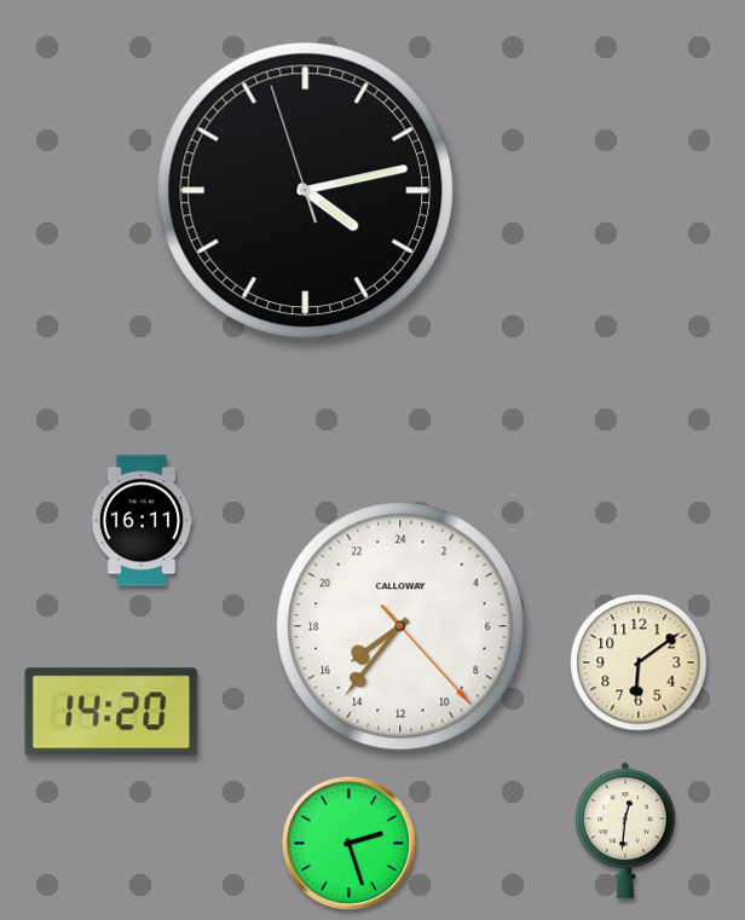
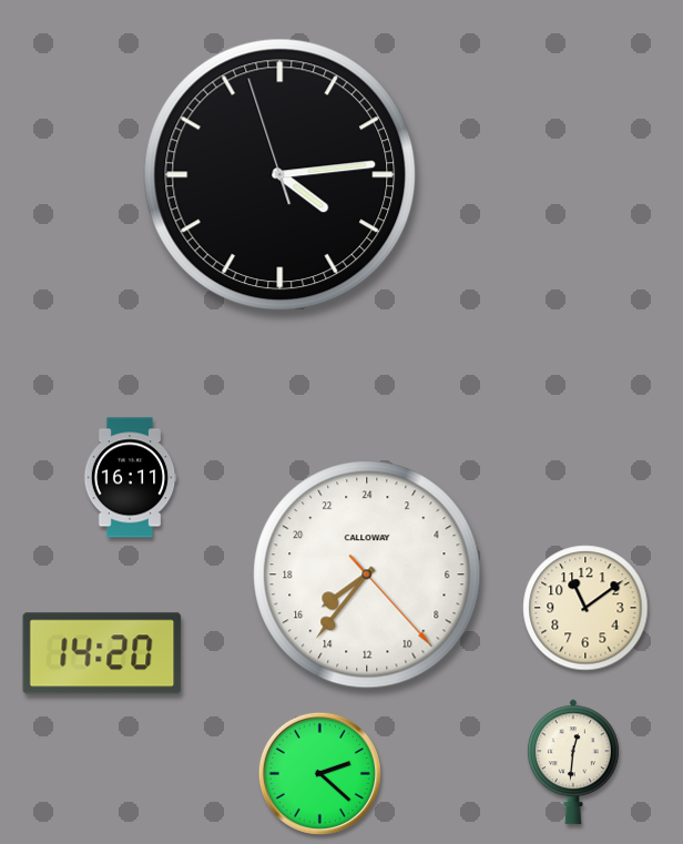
clock at (306, 191): 4:12 -> 4:13
clock at (639, 662): 6:09 -> 11:09
clock at (348, 843): 2:27 -> 2:22
